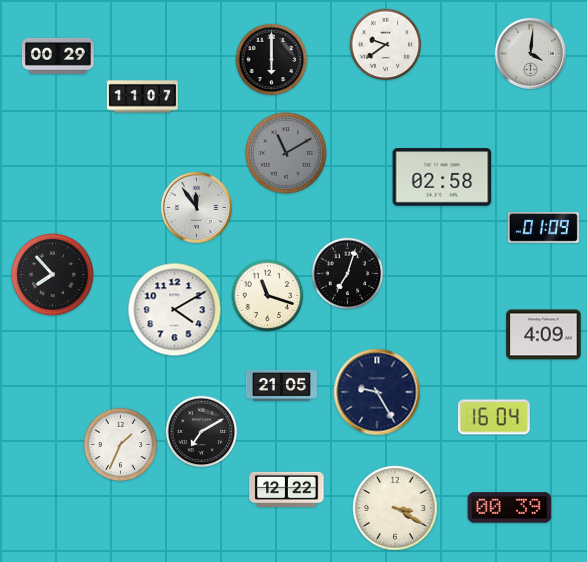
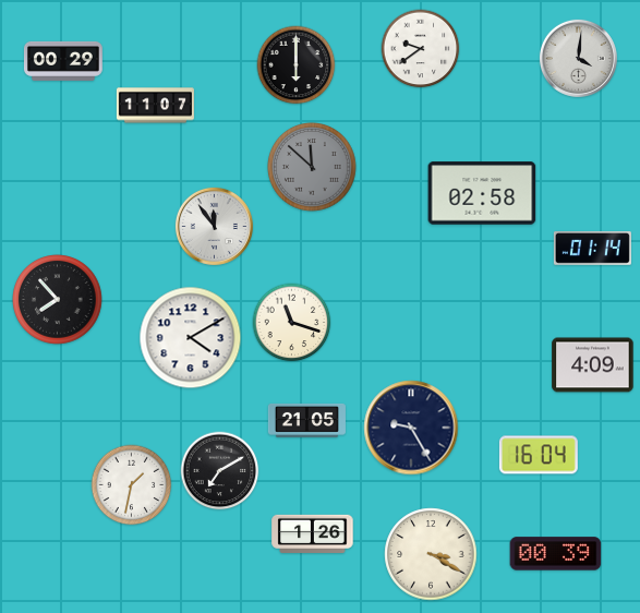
clock at (287, 154): 11:10 -> 11:52
clock at (543, 228): 01:09 -> 01:14
clock at (348, 274): 7:03 -> none
clock at (121, 445): 1:34 -> 1:32
clock at (287, 489): 12:22 -> 1:26
